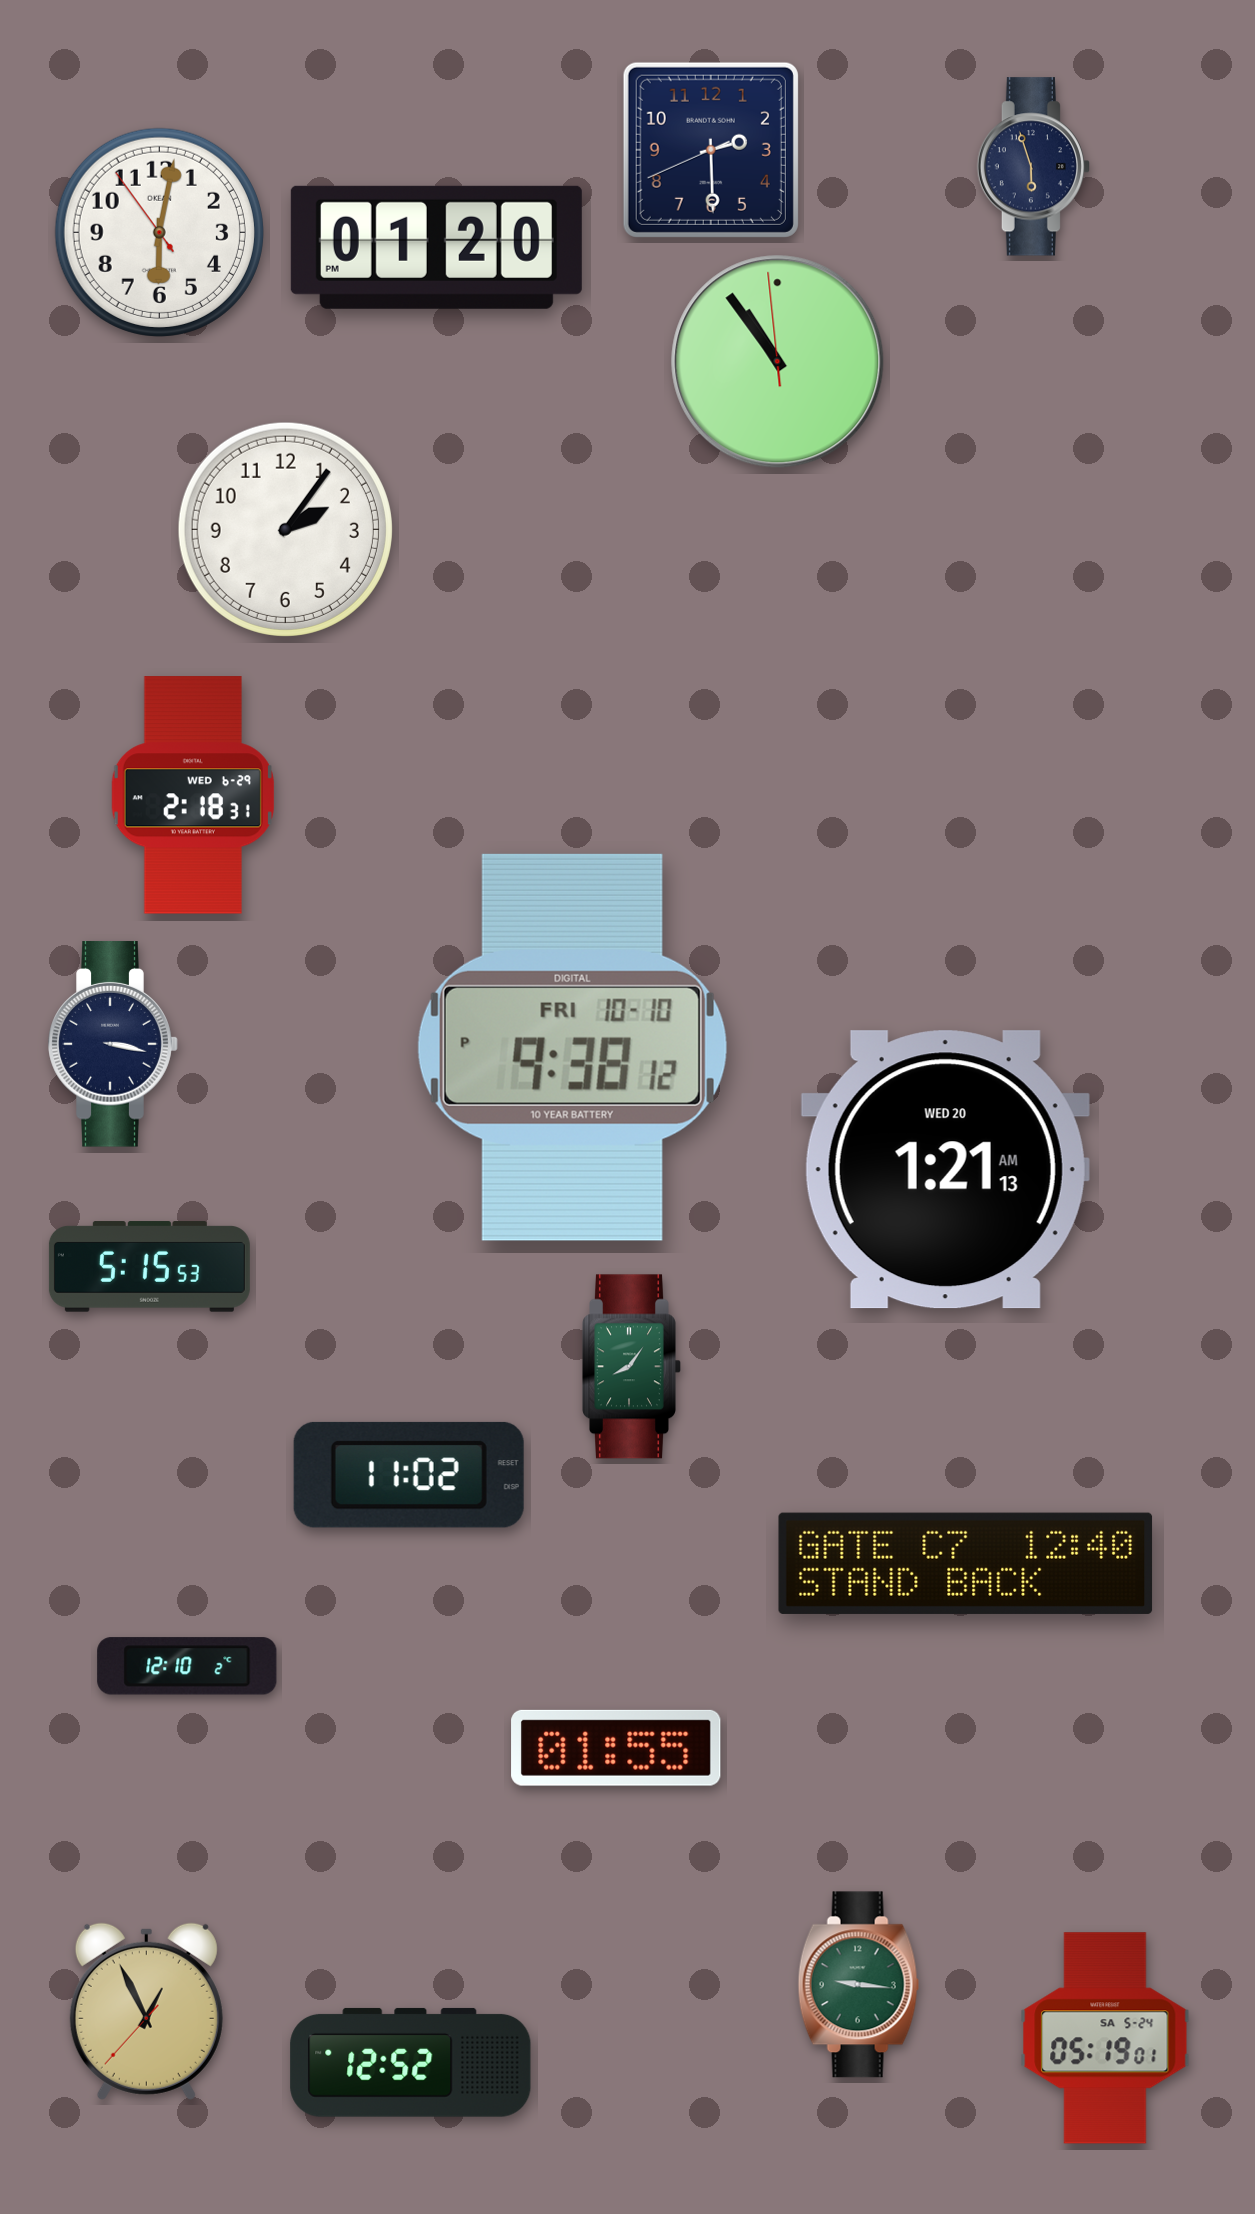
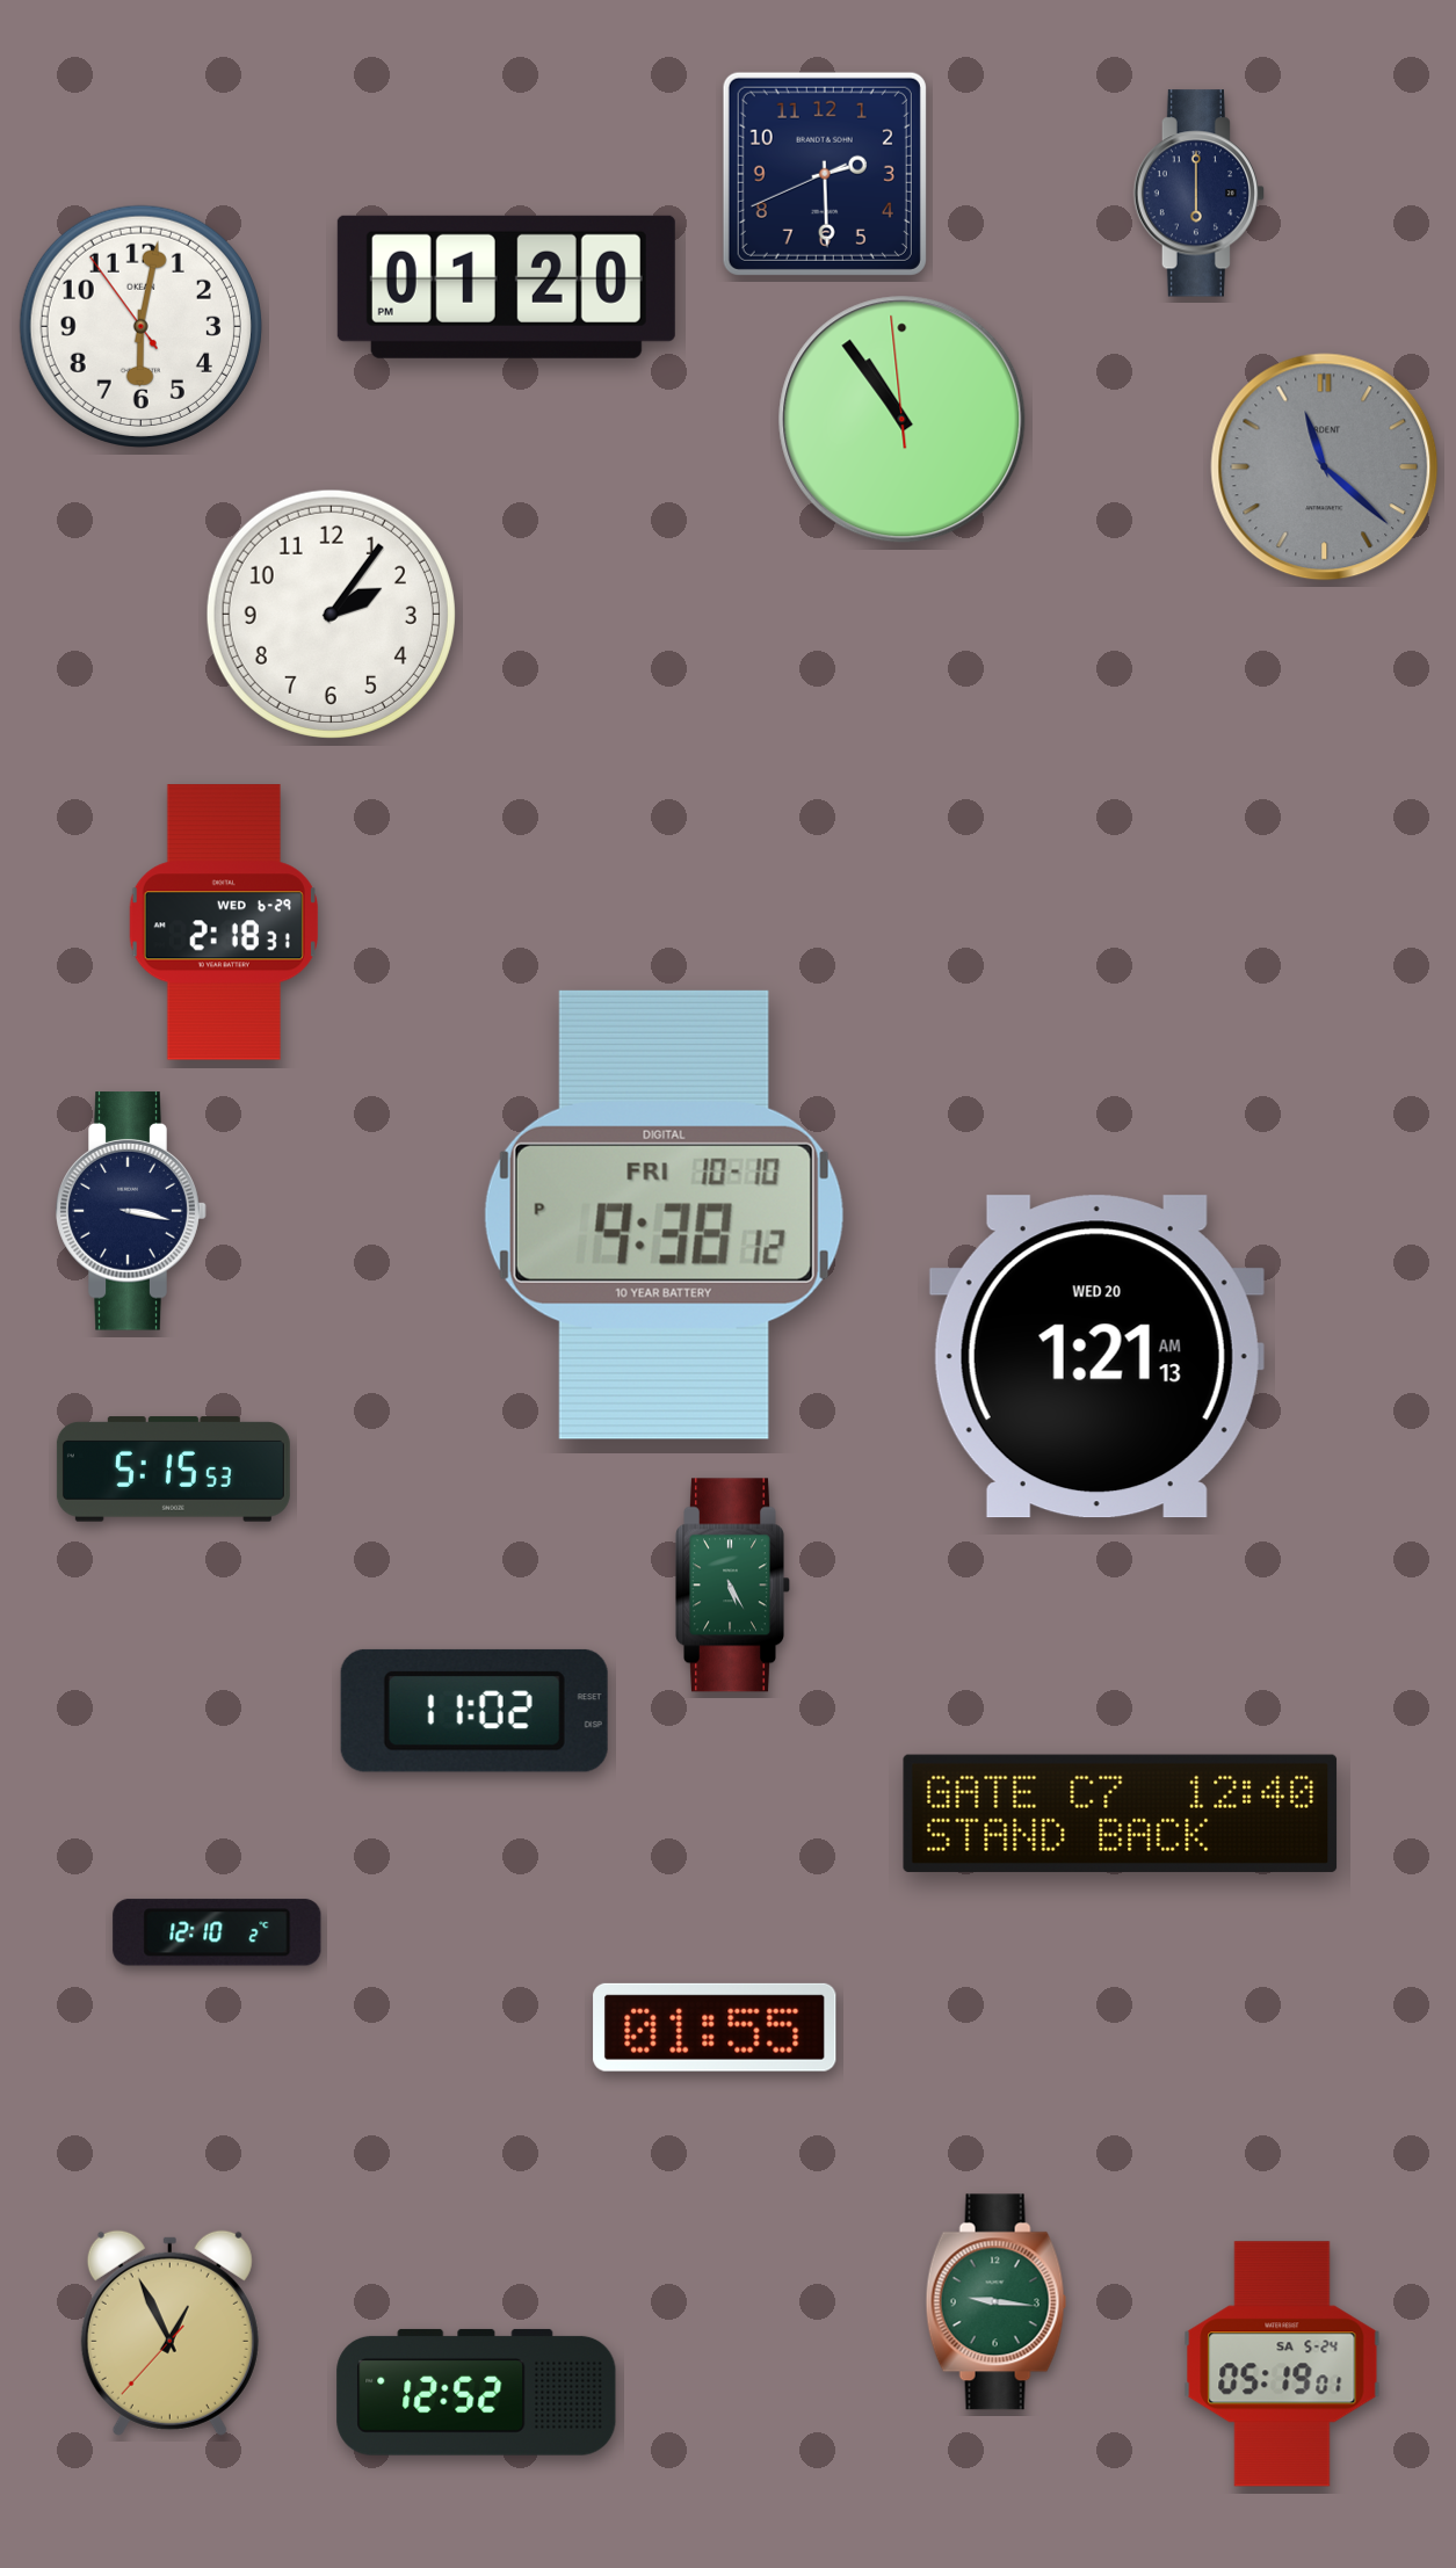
clock at (1033, 167): 5:57 -> 6:00
clock at (159, 232) position: (159, 232) -> (140, 326)
clock at (1325, 467): none -> 11:22
clock at (632, 1367): 8:06 -> 5:25
